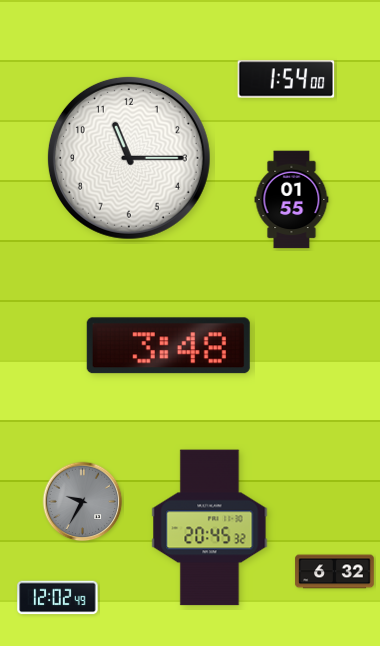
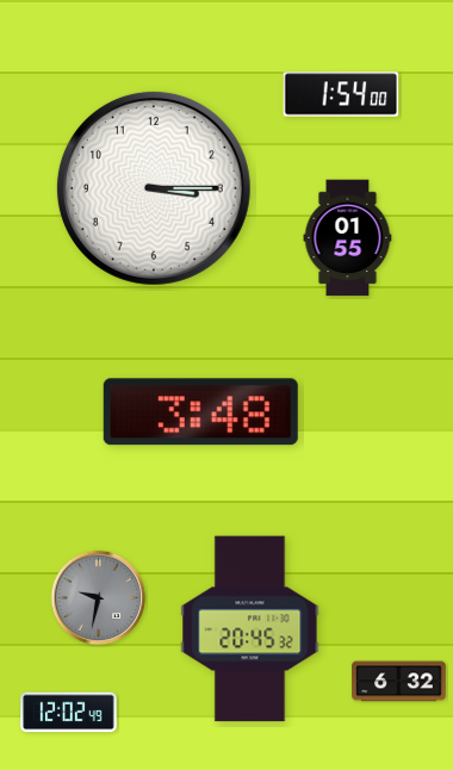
clock at (129, 158): 11:15 -> 3:15
clock at (83, 502): 9:35 -> 9:32
